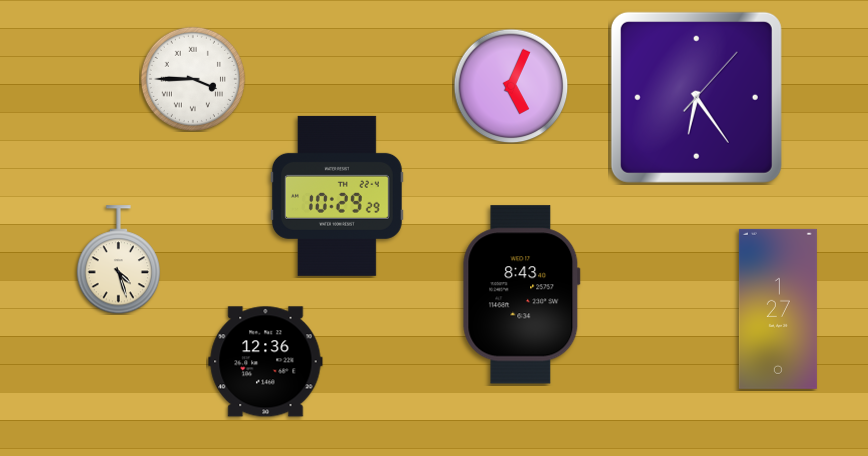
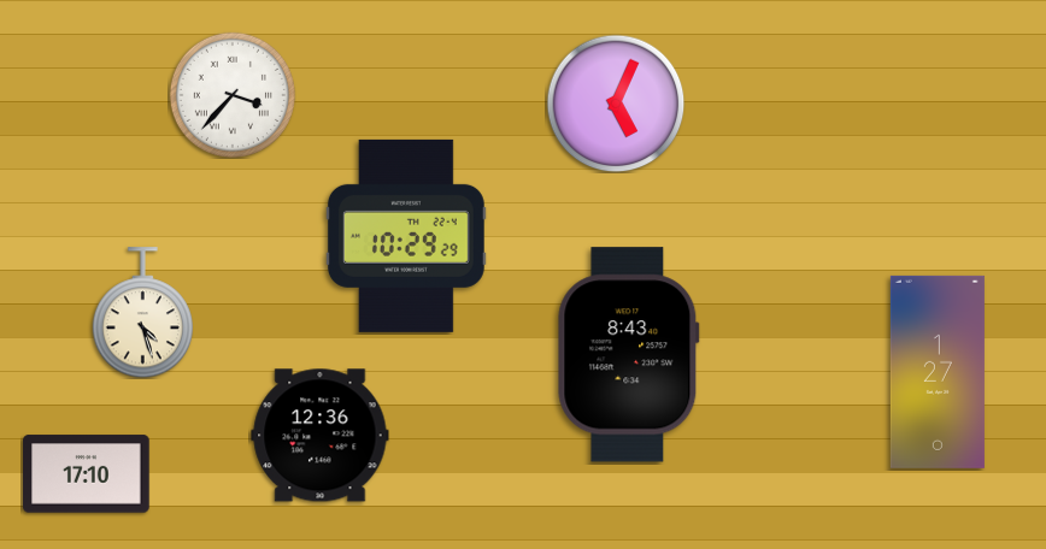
clock at (193, 79): 3:45 -> 3:37
clock at (696, 97): 6:24 -> none
clock at (87, 474): none -> 17:10
